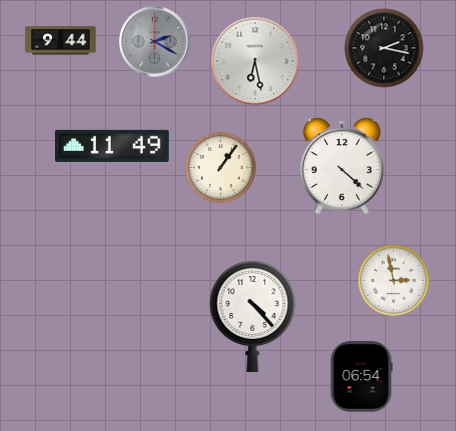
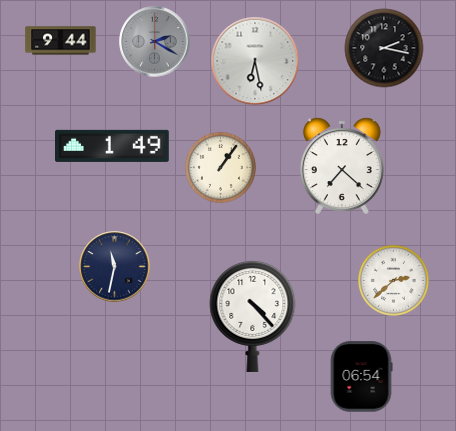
clock at (113, 146): 11:49 -> 1:49
clock at (342, 165): 4:22 -> 7:22
clock at (115, 267): none -> 11:32
clock at (393, 280): 2:58 -> 2:38
